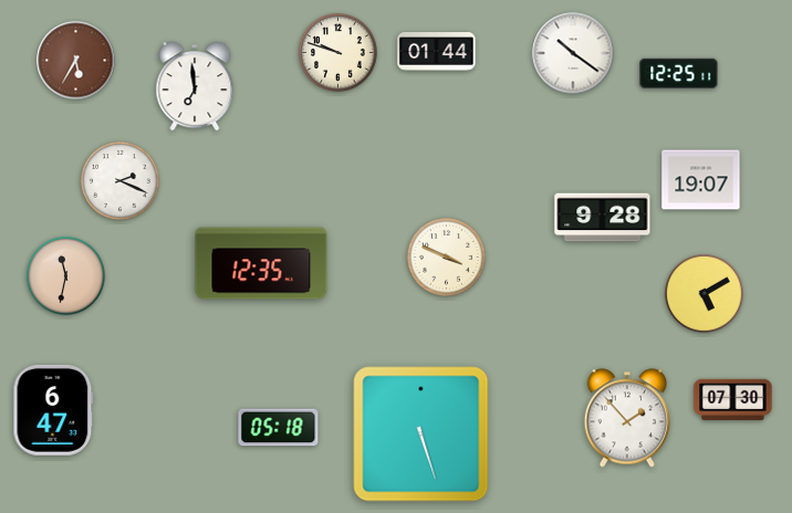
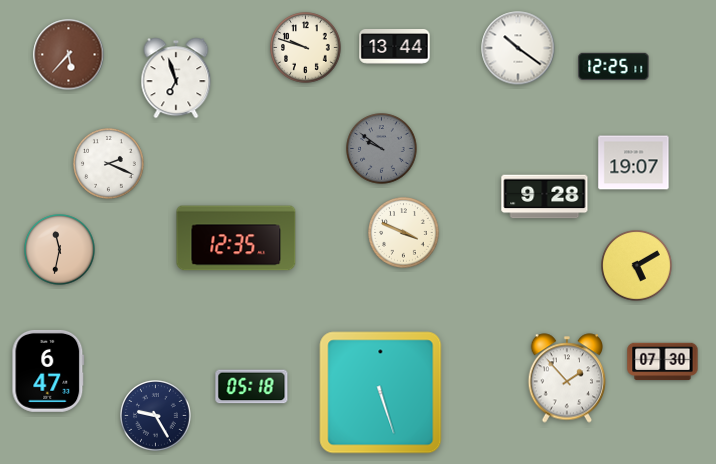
clock at (437, 52): 01:44 -> 13:44
clock at (76, 61): 5:35 -> 5:37
clock at (195, 86): 6:59 -> 6:57
clock at (382, 149): none -> 9:51
clock at (156, 416): none -> 9:25
